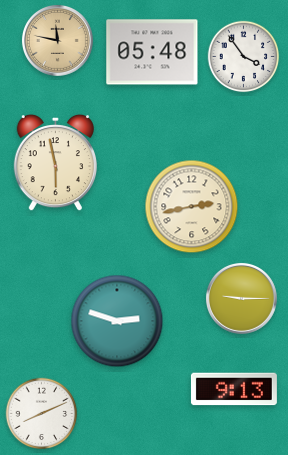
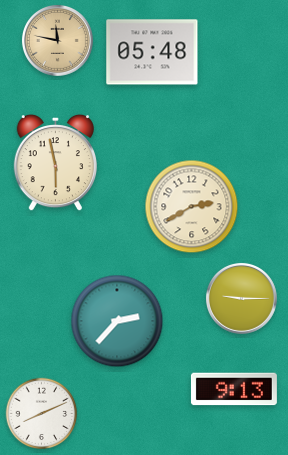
clock at (244, 57): 3:54 -> none
clock at (192, 207): 2:43 -> 2:40
clock at (117, 321): 2:48 -> 2:37
